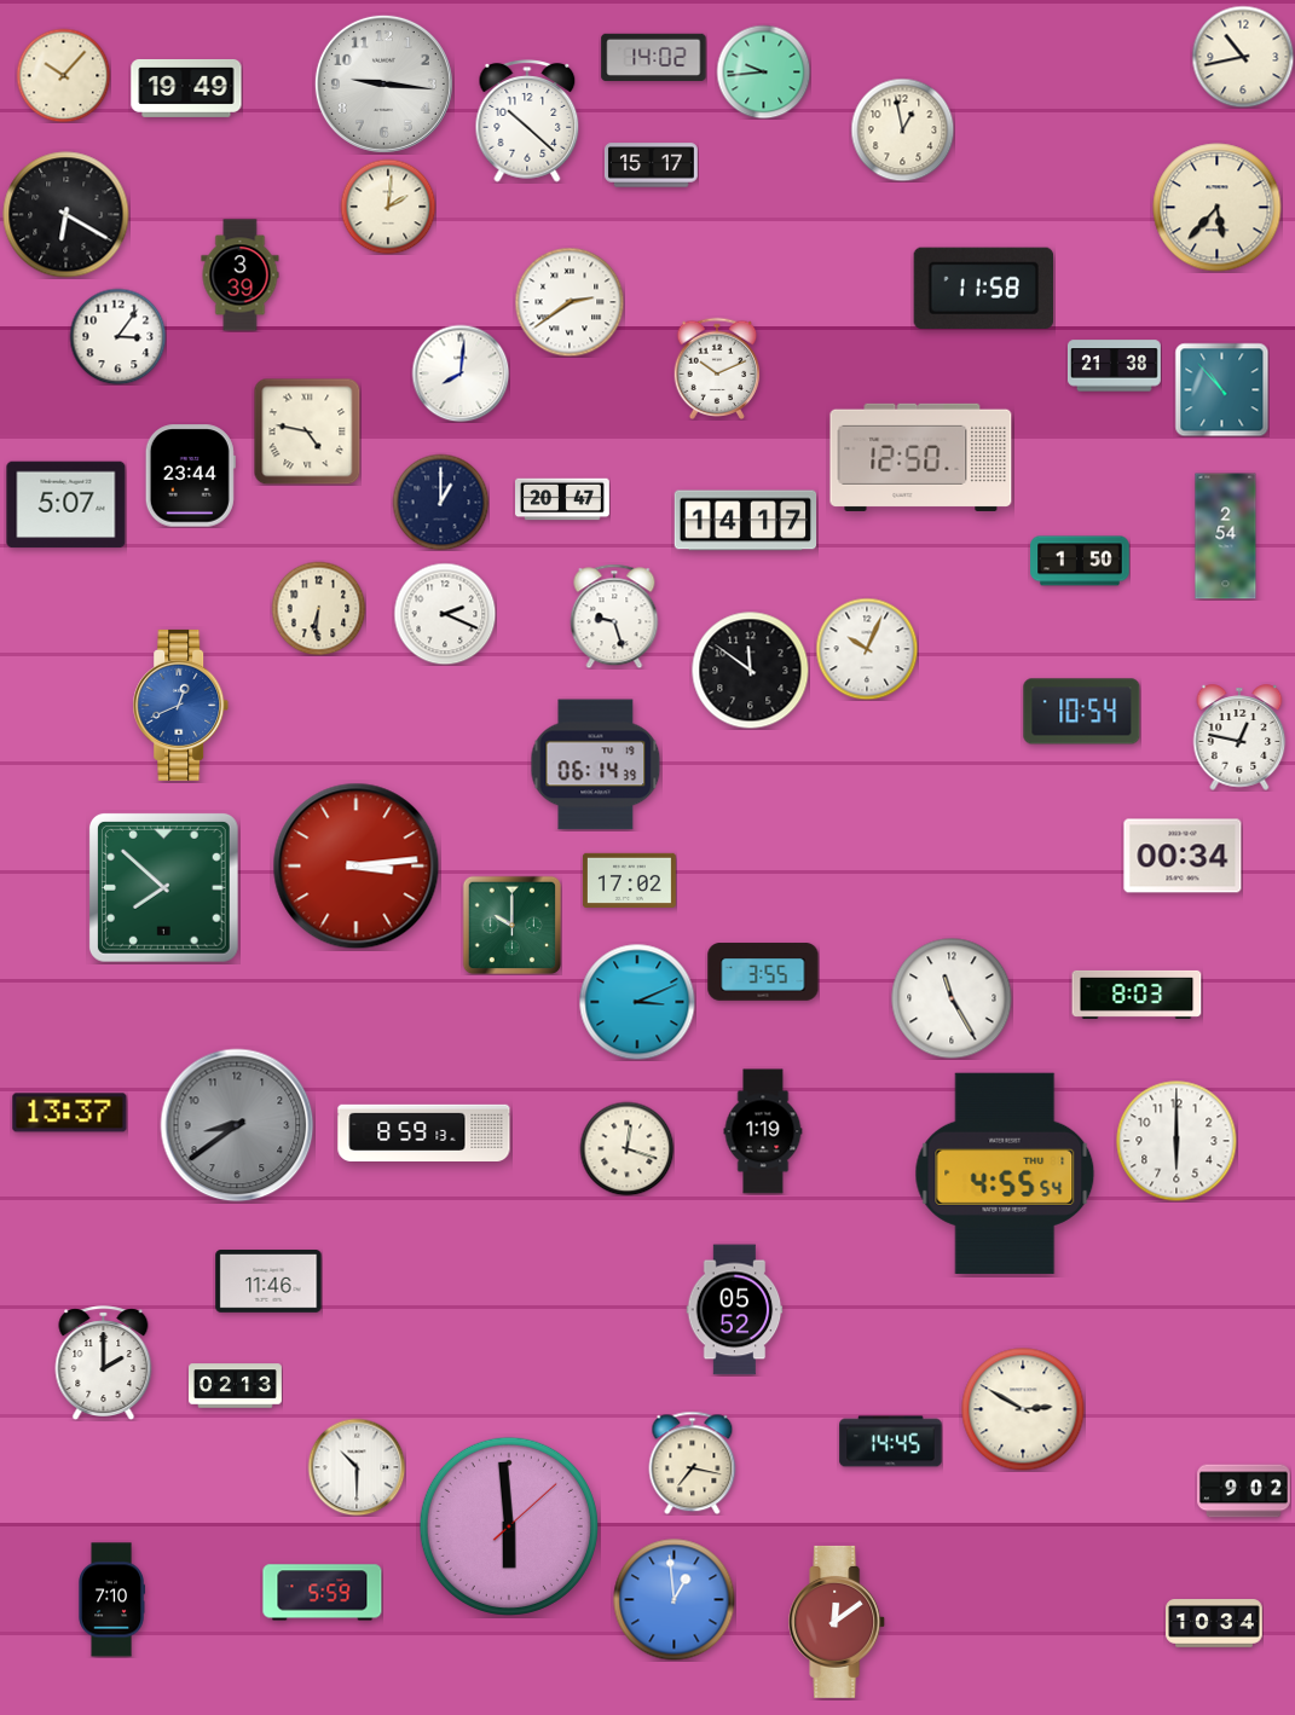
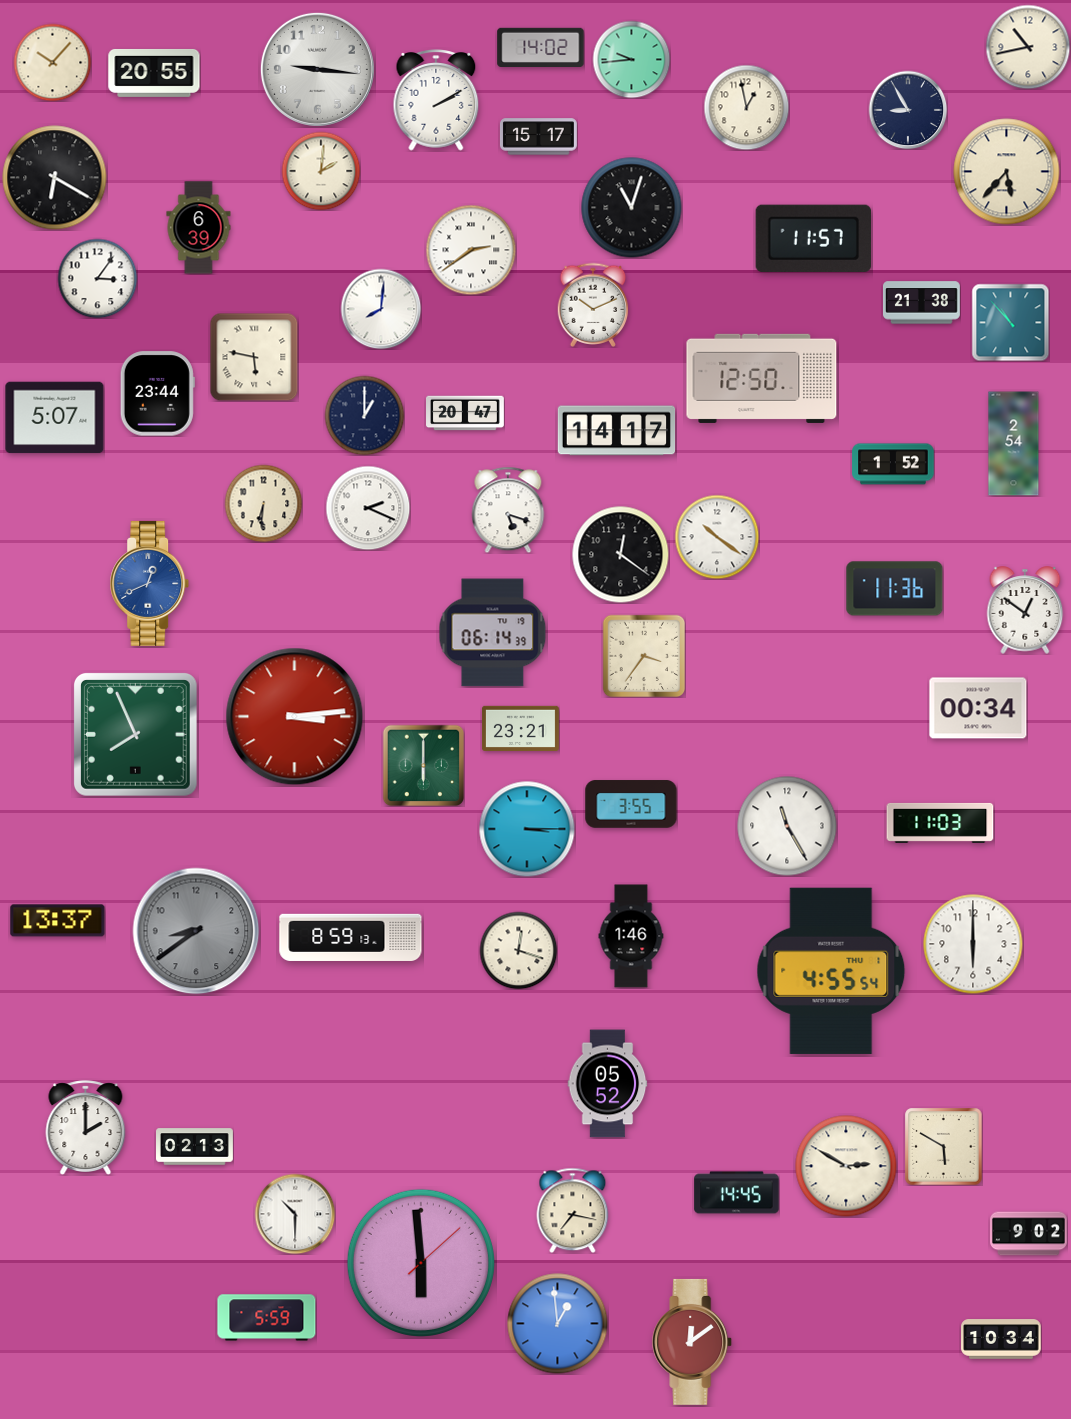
clock at (186, 88): 19:49 -> 20:55
clock at (527, 121): 10:22 -> 2:10
clock at (908, 110): none -> 8:55
clock at (632, 208): none -> 11:03
clock at (241, 276): 3:39 -> 6:39
clock at (983, 288): 11:58 -> 11:57
clock at (307, 431): 4:47 -> 5:47
clock at (1080, 561): 1:50 -> 1:52
clock at (614, 616): 9:27 -> 5:18
clock at (867, 649): 10:04 -> 10:21
clock at (750, 670): 11:51 -> 12:21
clock at (1082, 712): 10:54 -> 11:36
clock at (1239, 737): 12:47 -> 12:51
clock at (644, 656): none -> 3:36
clock at (629, 880): 17:02 -> 23:21
clock at (164, 888): 7:52 -> 7:56
clock at (511, 925): 10:00 -> 6:00
clock at (1137, 995): 8:03 -> 11:03
clock at (637, 1002): 3:11 -> 3:15
clock at (763, 1131): 1:19 -> 1:46
clock at (268, 1282): 11:46 -> none
clock at (943, 1146): none -> 5:50
clock at (111, 1600): 7:10 -> none
clock at (1214, 1623) position: (1214, 1623) -> (1001, 1339)
